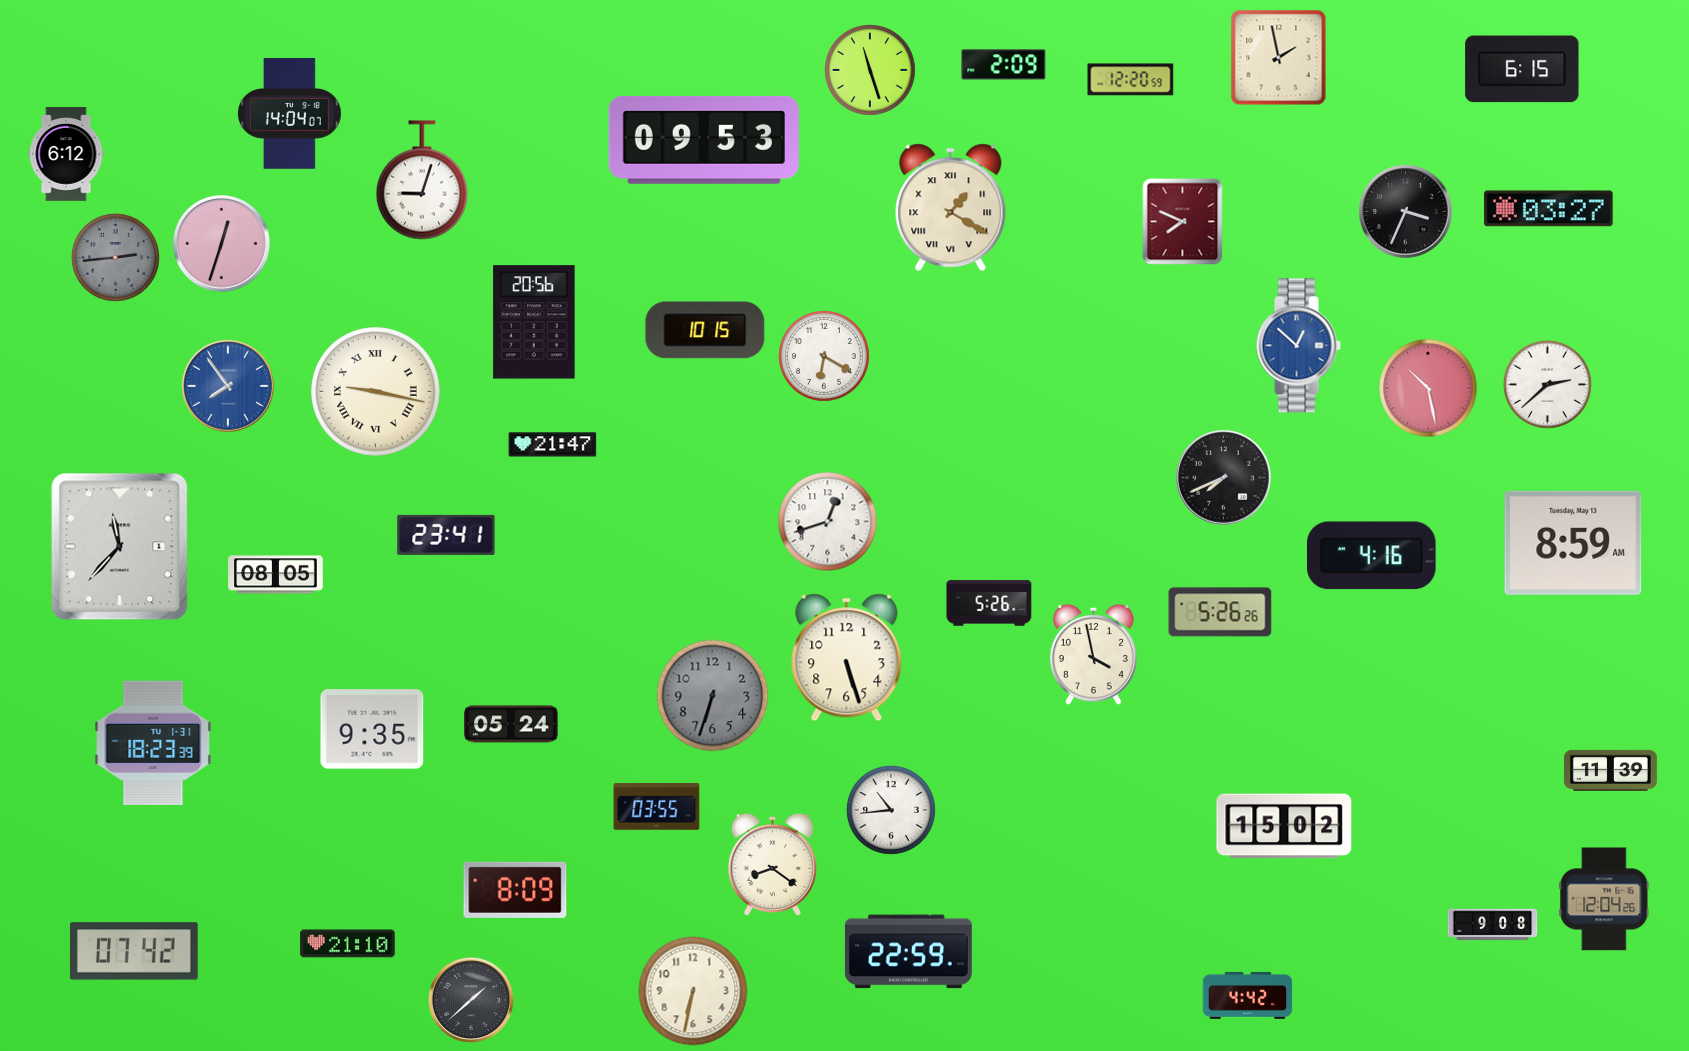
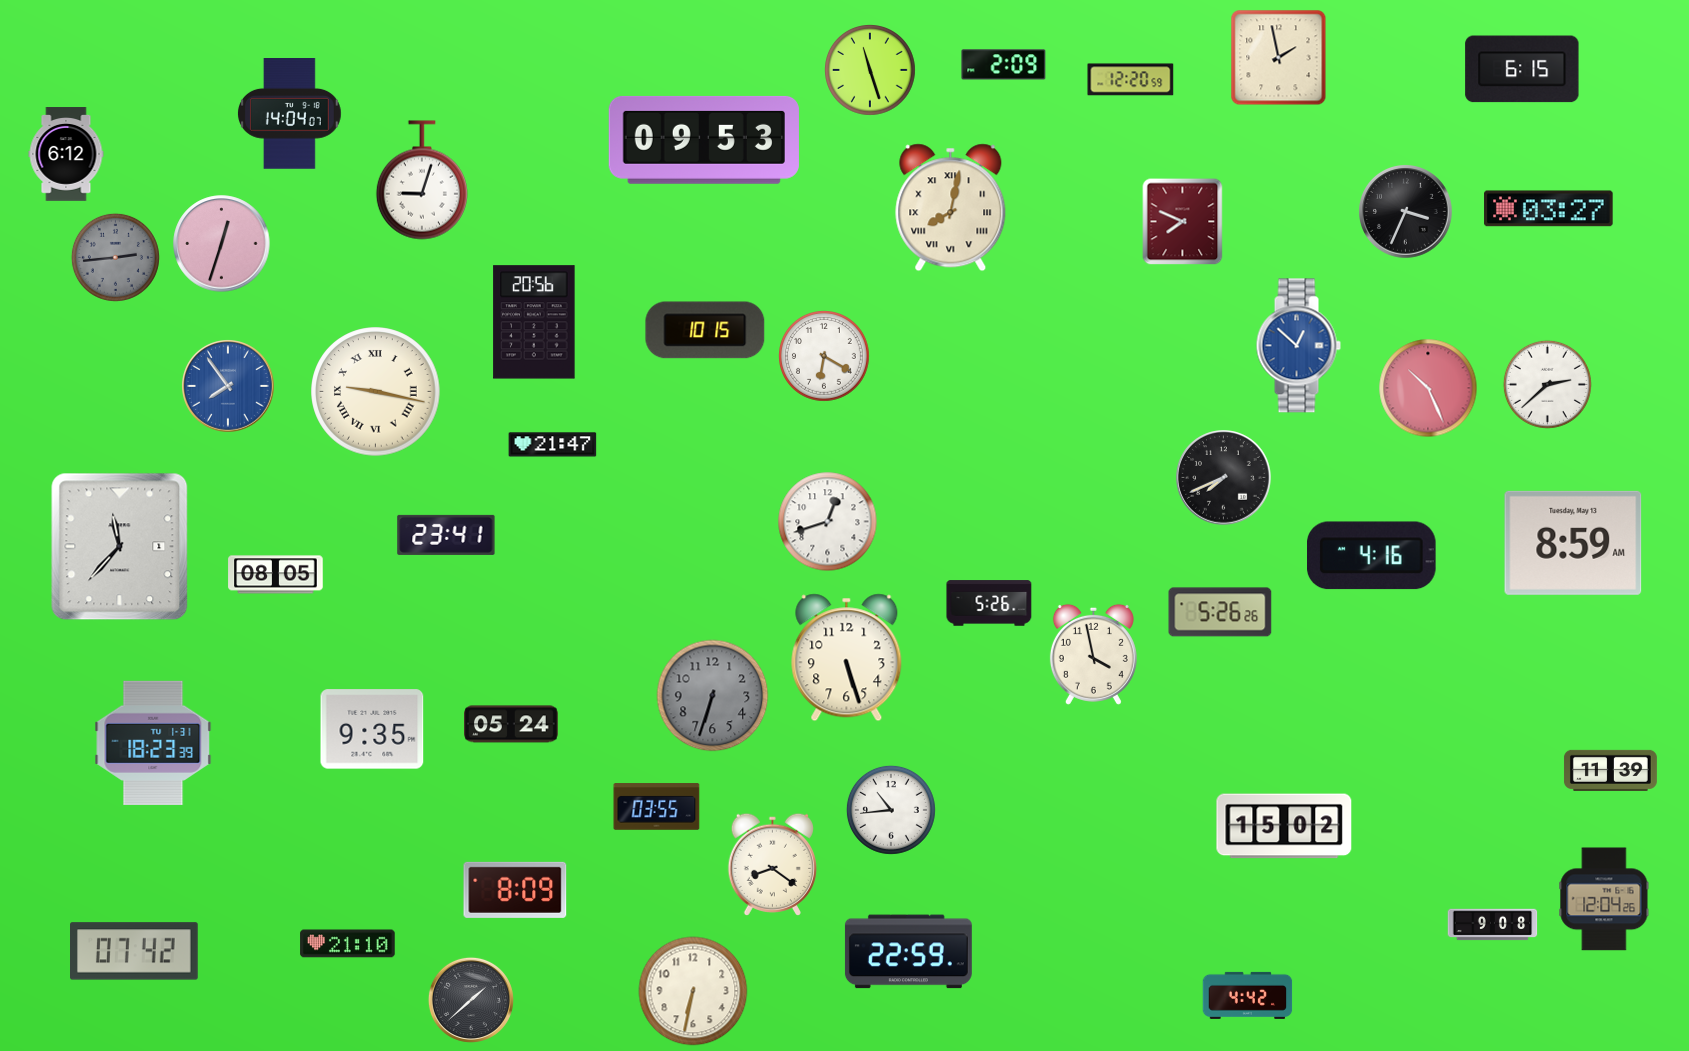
clock at (951, 208): 1:20 -> 8:02
clock at (1428, 388): 10:28 -> 10:26
